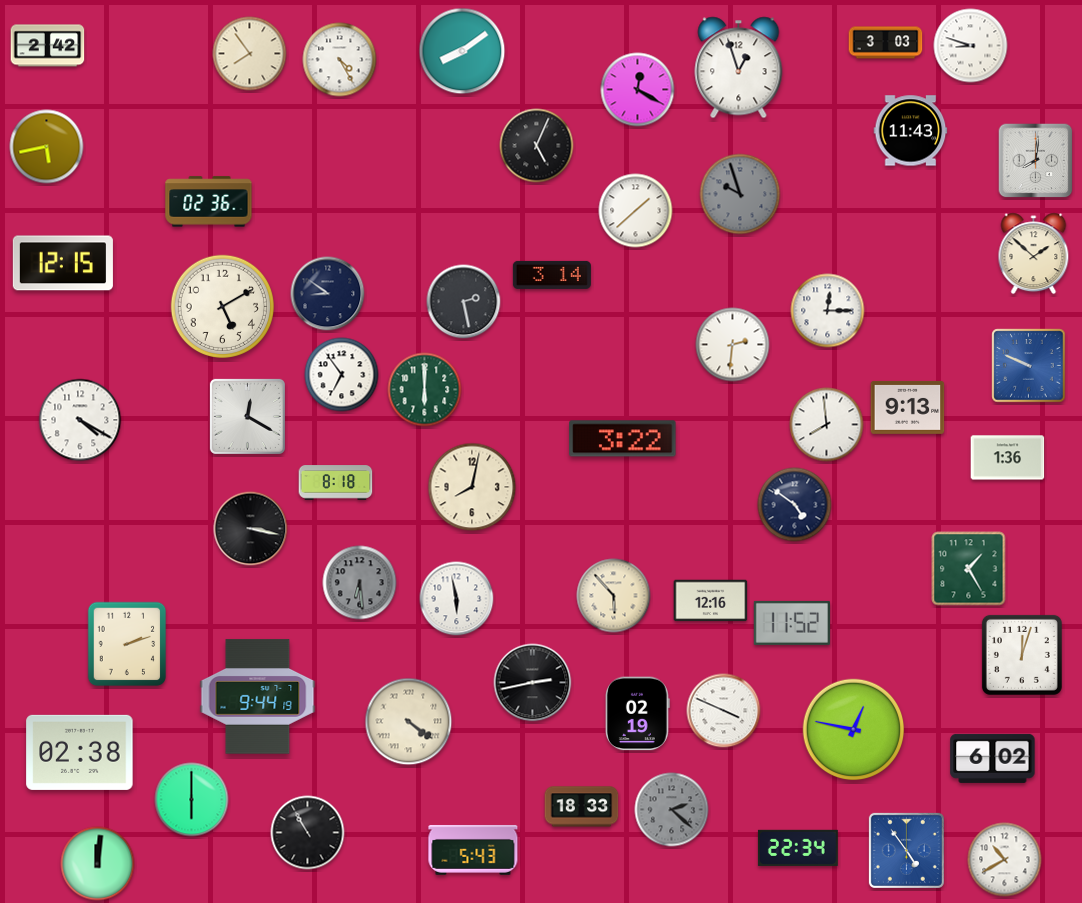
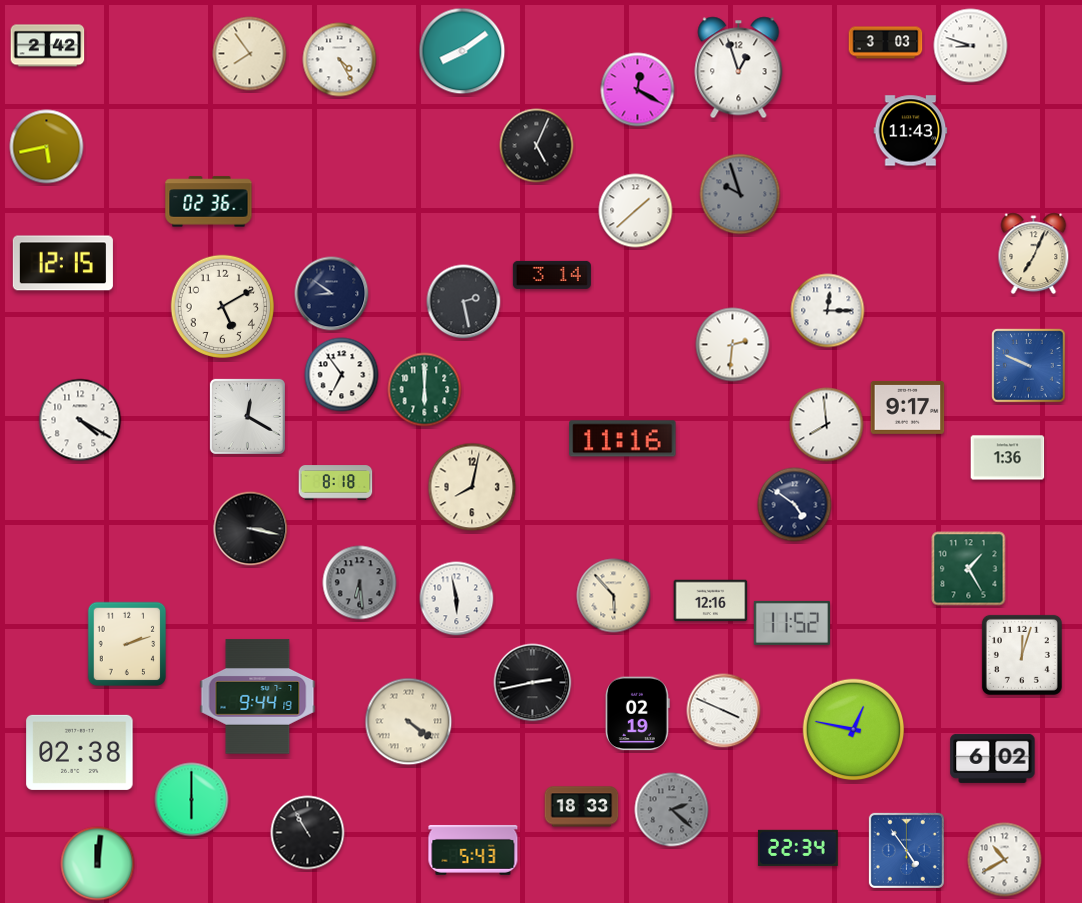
clock at (1036, 161): 8:01 -> none
clock at (1034, 254): 1:52 -> 7:04
clock at (328, 294) position: (328, 294) -> (332, 294)
clock at (908, 407): 9:13 -> 9:17
clock at (623, 439): 3:22 -> 11:16
